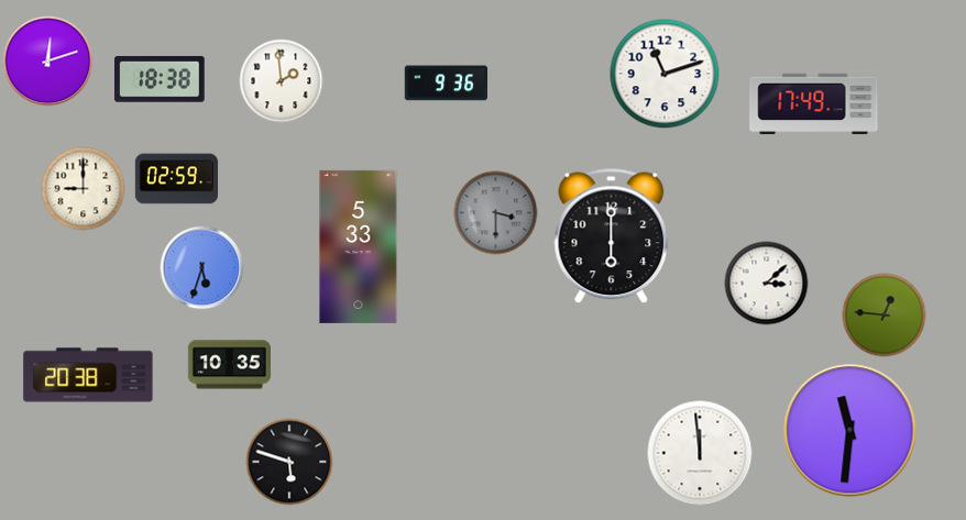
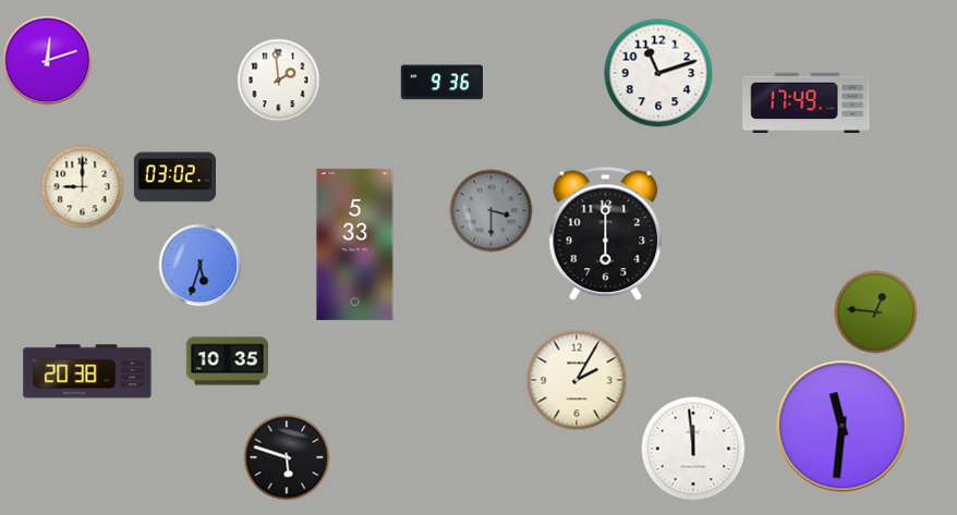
clock at (161, 79): 18:38 -> none
clock at (176, 179): 02:59 -> 03:02
clock at (767, 284): 3:08 -> none
clock at (577, 380): none -> 2:05
